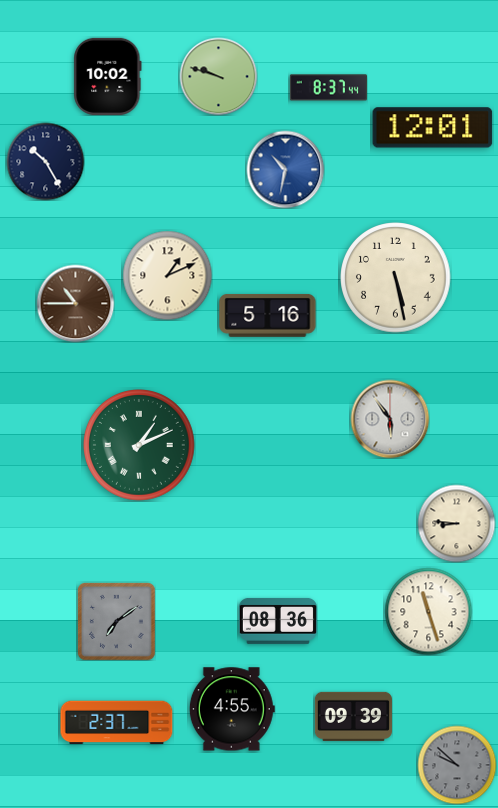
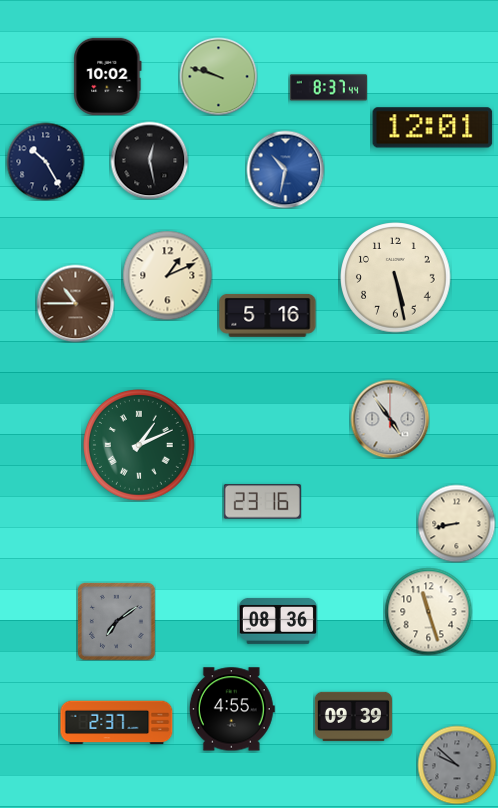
clock at (149, 160): none -> 12:28
clock at (390, 419): 5:54 -> 4:54
clock at (262, 502): none -> 23:16
clock at (456, 523): 8:46 -> 8:43
